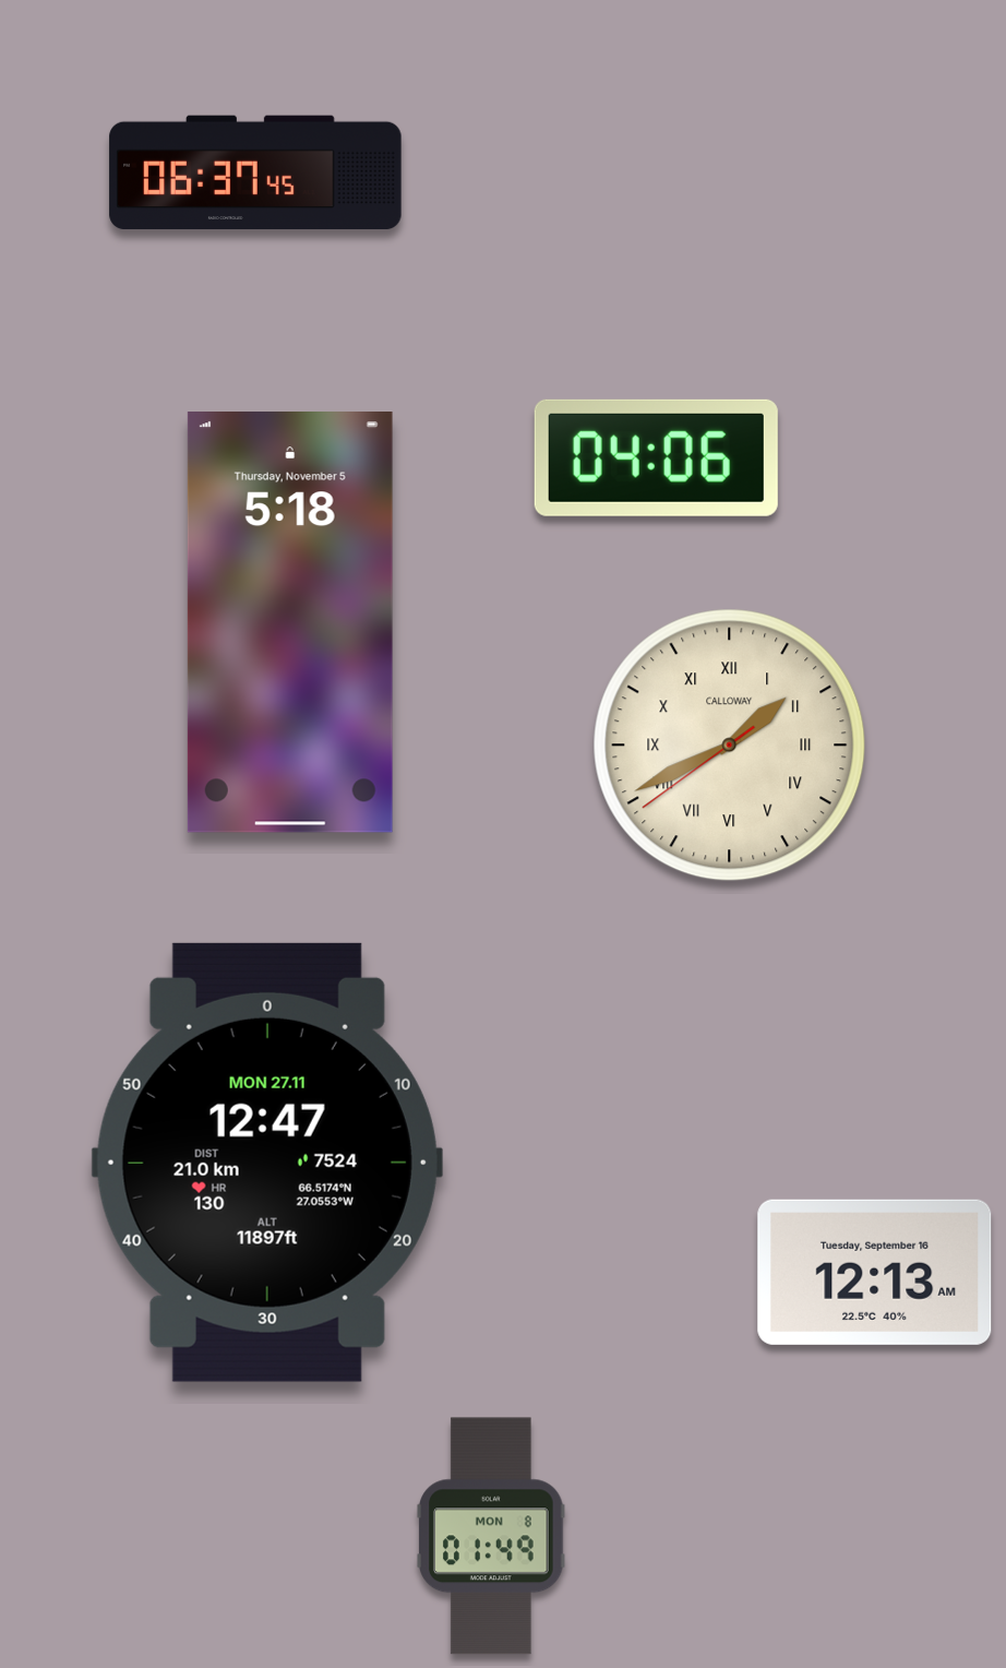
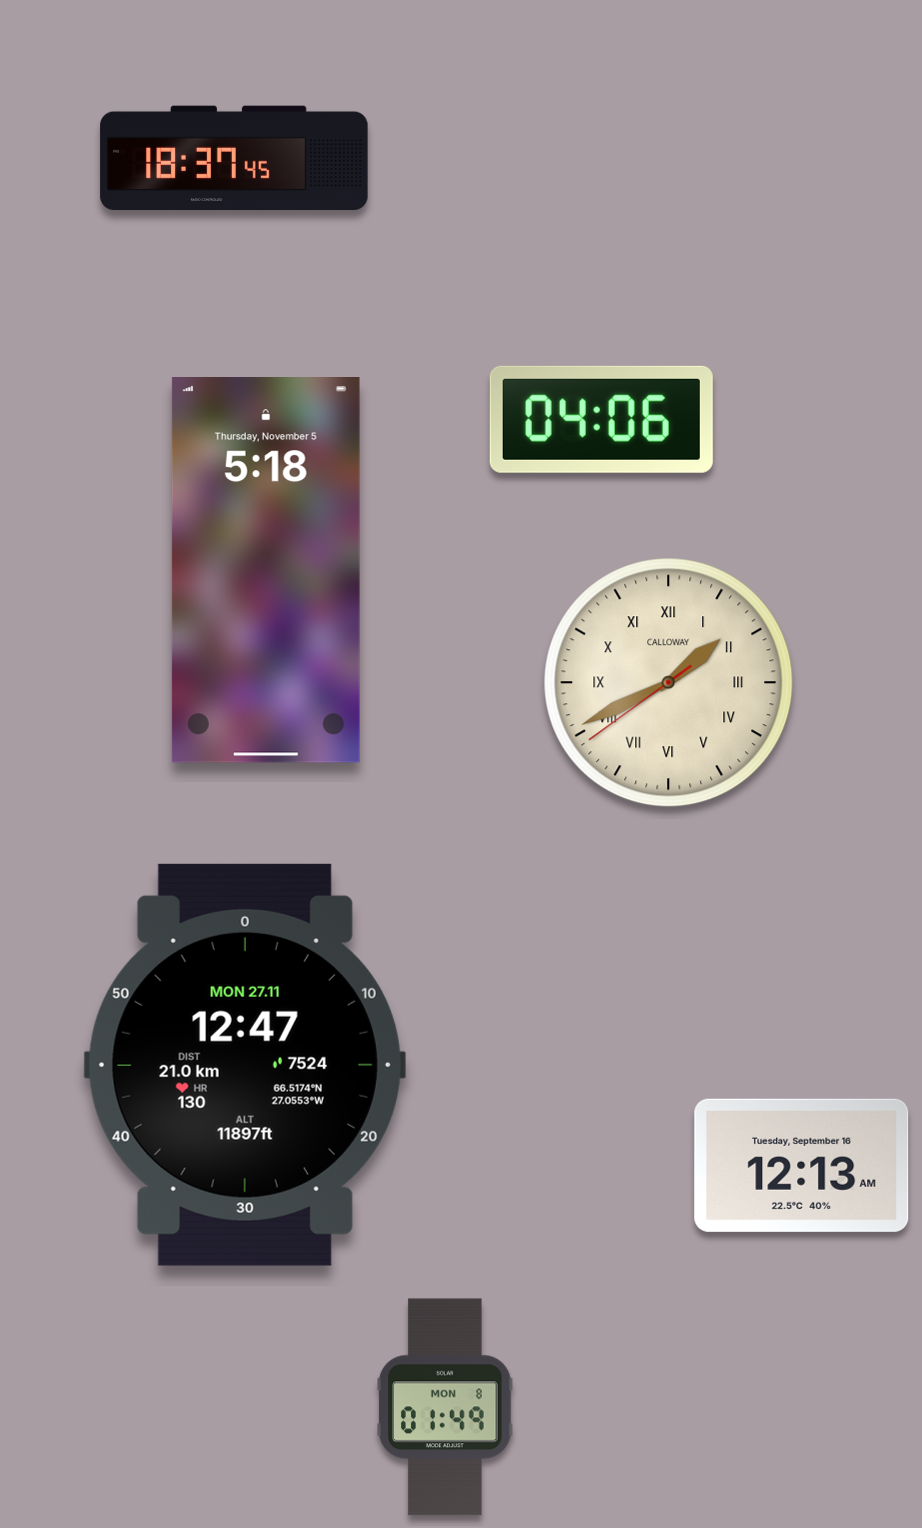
clock at (255, 172): 06:37 -> 18:37
clock at (491, 1536) position: (491, 1536) -> (445, 1407)
